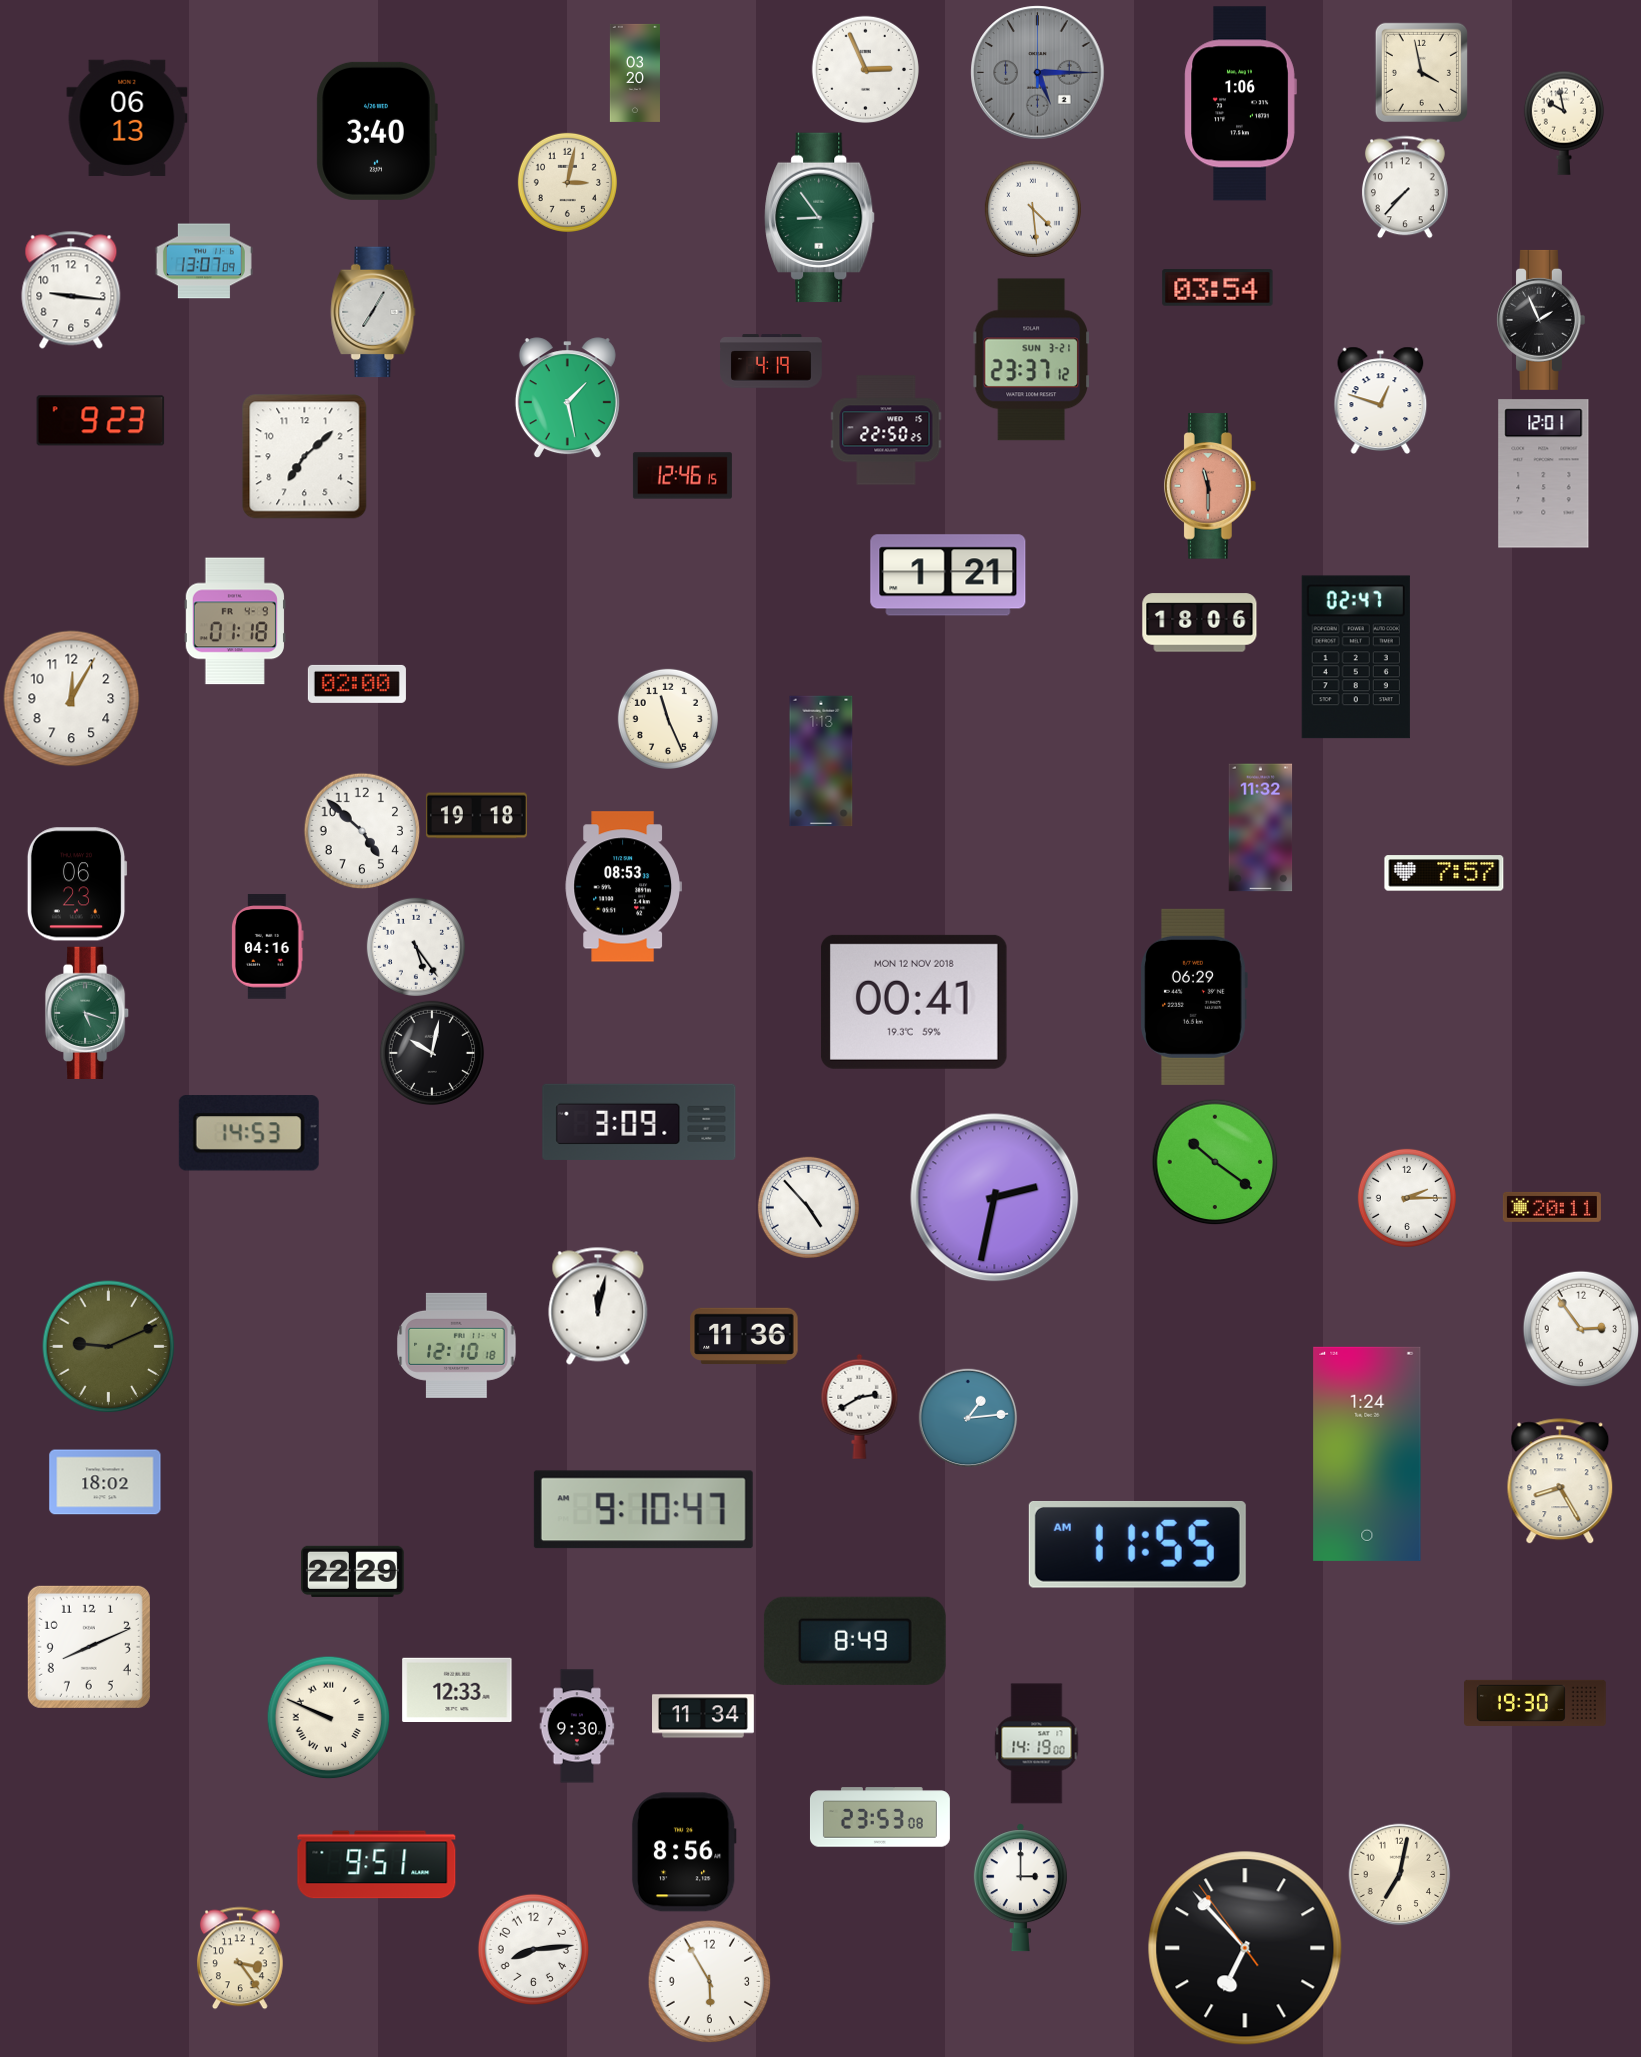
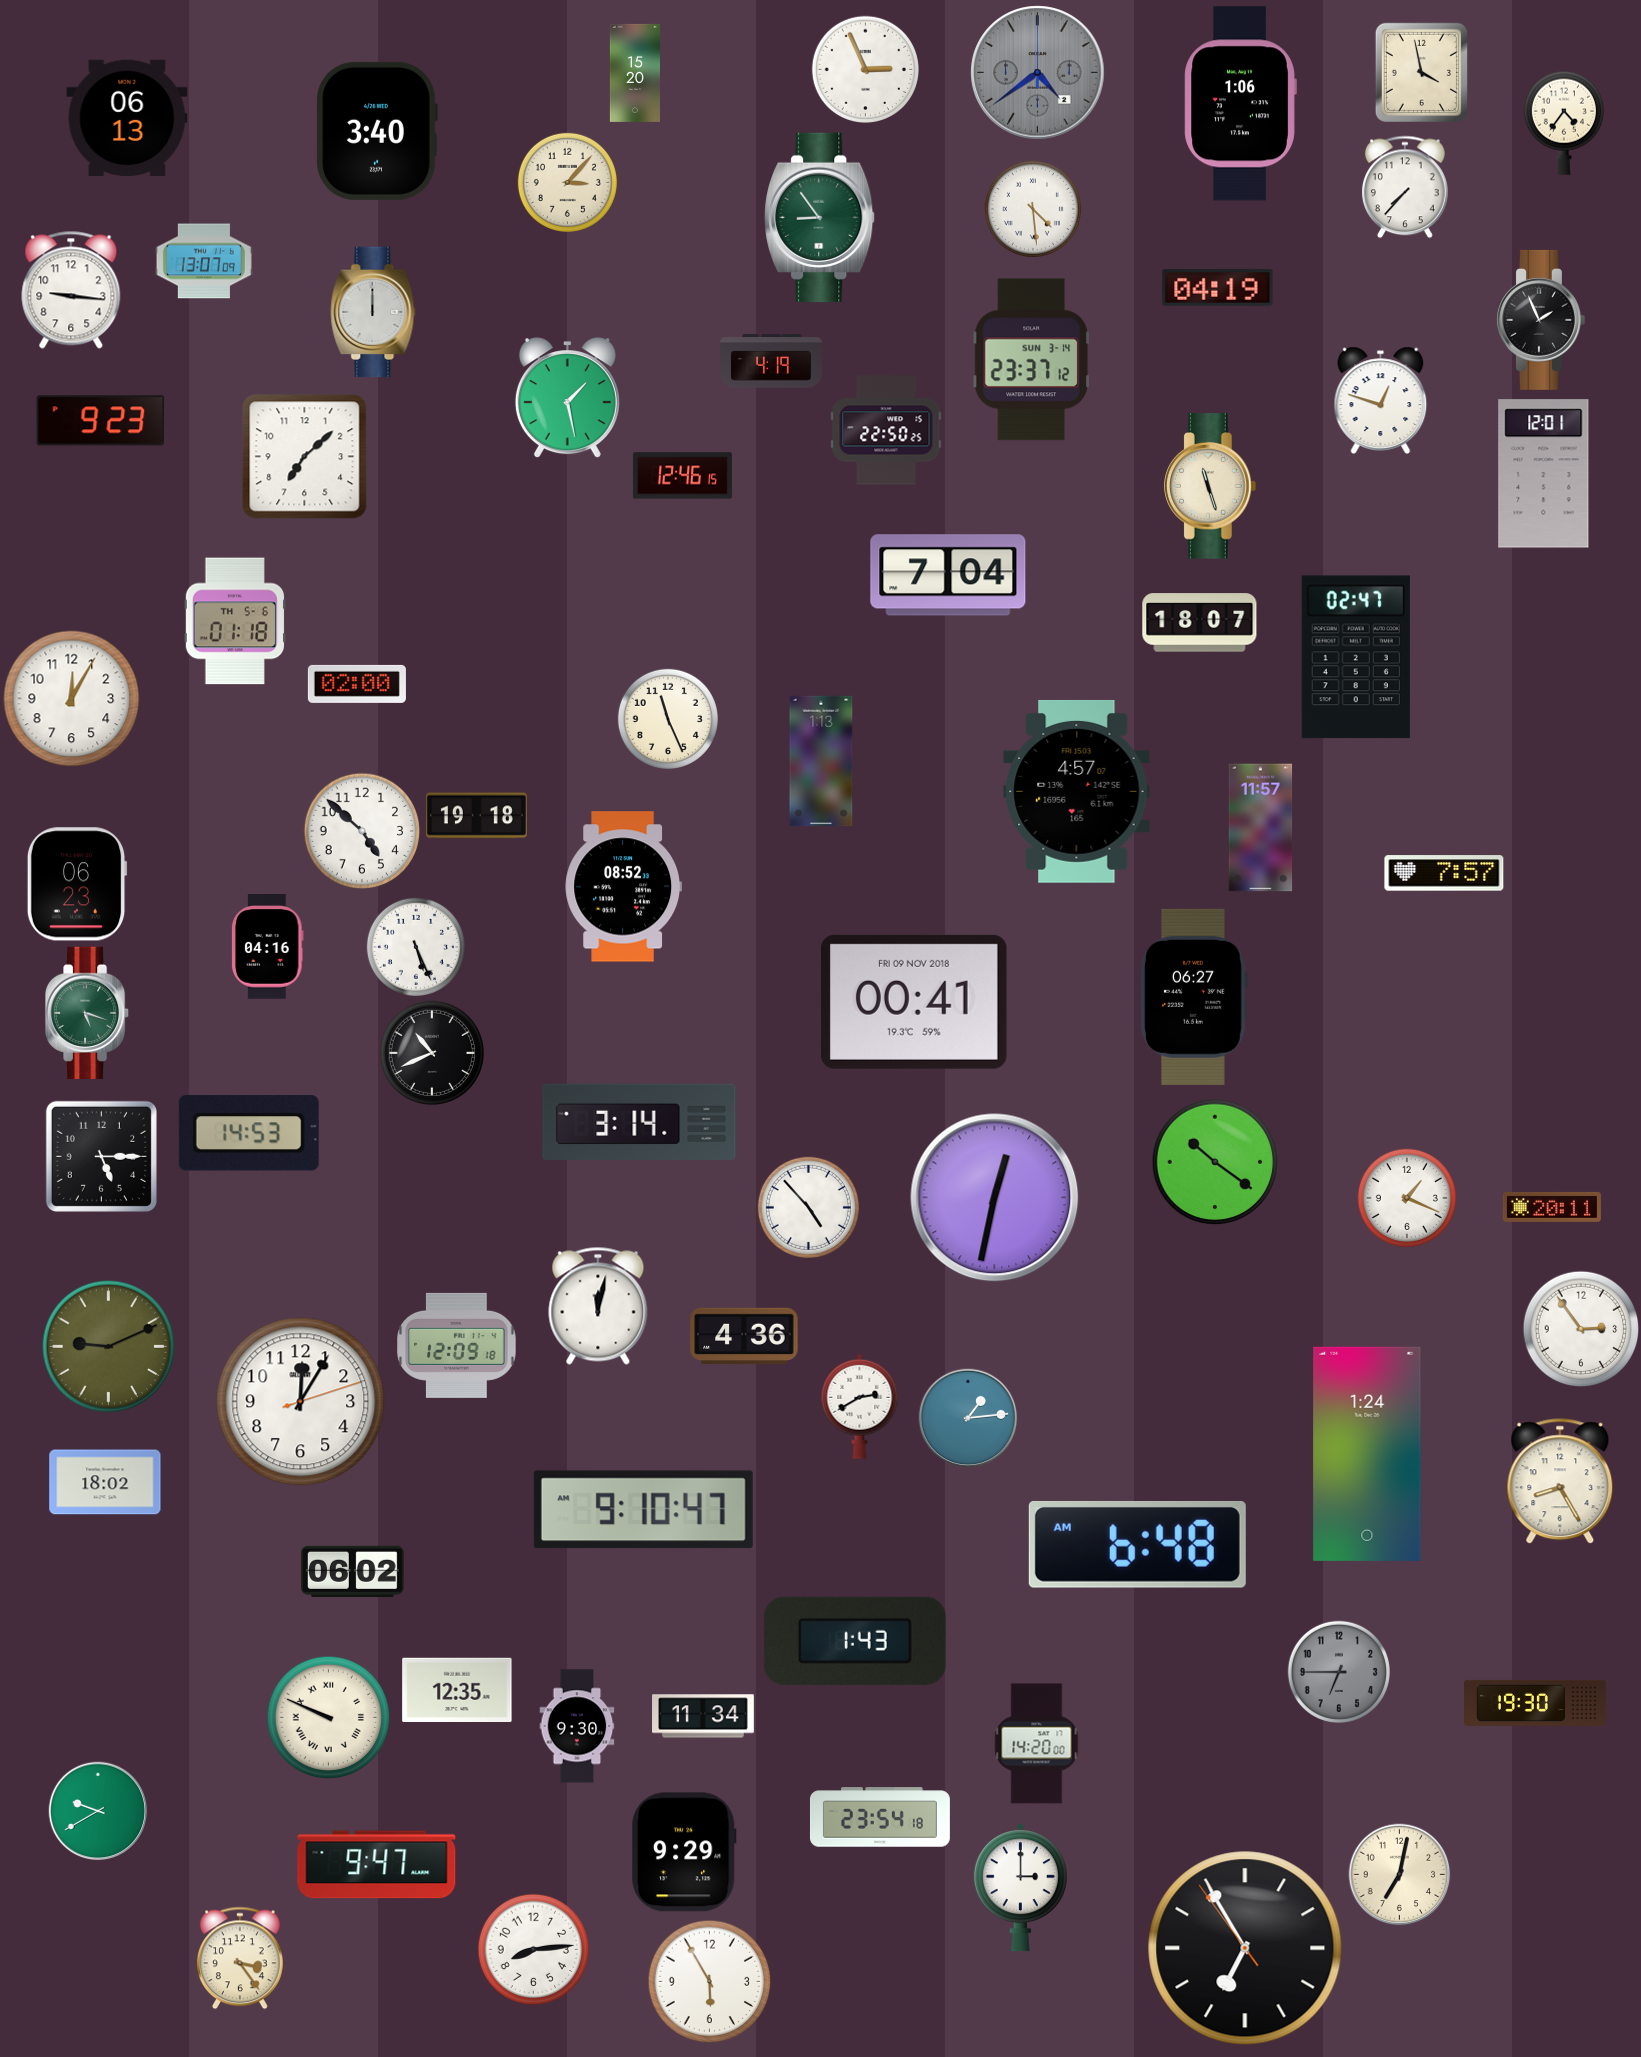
clock at (635, 73): 03:20 -> 15:20
clock at (1038, 73): 5:15 -> 4:39
clock at (1564, 123): 9:58 -> 4:36
clock at (567, 182): 3:02 -> 3:07
clock at (1218, 288): 03:54 -> 04:19
clock at (373, 312): 7:05 -> 12:00
clock at (1031, 360) date: SUN 3-21 -> SUN 3-14
clock at (1211, 486): 11:30 -> 11:27
clock at (1211, 486) dial: salmon -> cream
clock at (948, 575): 1:21 -> 7:04
clock at (235, 621) date: FR 4-9 -> TH 5-6
clock at (1200, 623): 18:06 -> 18:07
clock at (1077, 792): none -> 4:57
clock at (1261, 828): 11:32 -> 11:57
clock at (623, 887): 08:53 -> 08:52
clock at (416, 947): 5:24 -> 5:26
clock at (1194, 997): 06:29 -> 06:27
clock at (914, 1002) date: MON 12 NOV 2018 -> FRI 09 NOV 2018
clock at (432, 1053): 10:02 -> 10:41
clock at (639, 1122): 3:09 -> 3:14
clock at (101, 1156): none -> 5:15
clock at (995, 1198): 2:32 -> 12:32
clock at (1407, 1198): 2:15 -> 1:19
clock at (744, 1336): 11:36 -> 4:36
clock at (457, 1345): 12:10 -> 12:09
clock at (301, 1402): none -> 12:05
clock at (1137, 1544): 11:55 -> 6:48
clock at (353, 1571): 22:29 -> 06:02
clock at (855, 1641): 8:49 -> 1:43
clock at (89, 1647): 8:11 -> none
clock at (1339, 1672): none -> 6:45
clock at (457, 1689): 12:33 -> 12:35
clock at (1037, 1744): 14:19 -> 14:20
clock at (98, 1811): none -> 9:40
clock at (880, 1817): 23:53 -> 23:54
clock at (684, 1852): 8:56 -> 9:29
clock at (377, 1865): 9:51 -> 9:47
clock at (1245, 1948): 6:52 -> 6:54
